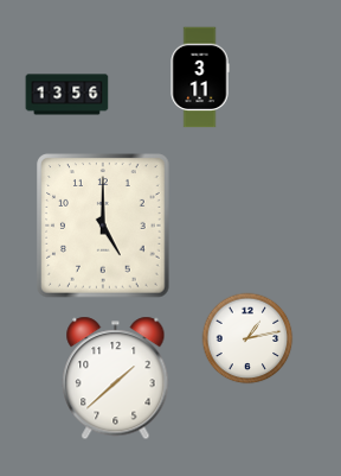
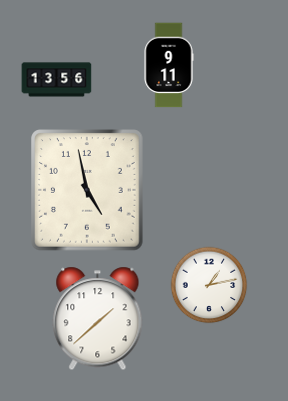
clock at (200, 77): 3:11 -> 9:11
clock at (103, 226): 5:00 -> 4:58
